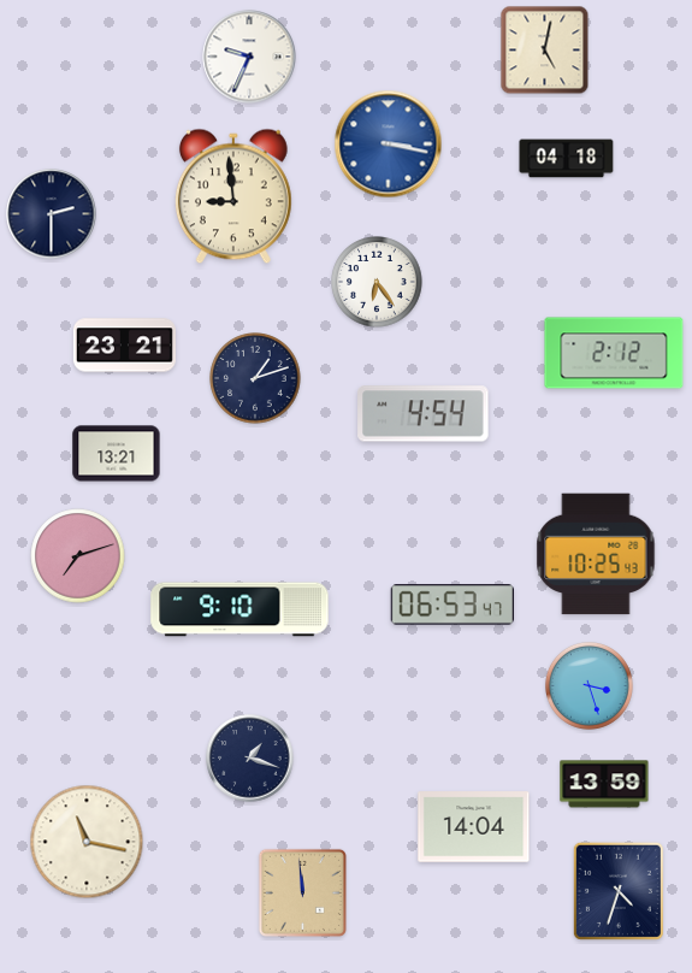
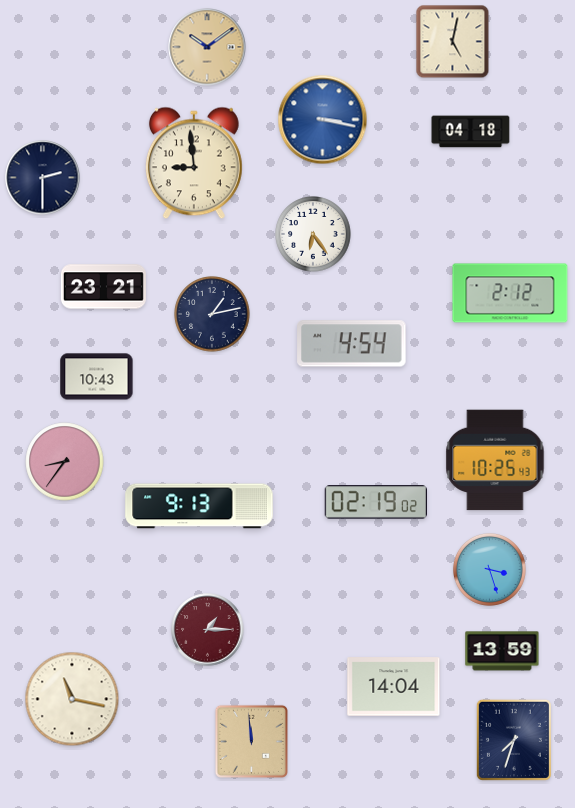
clock at (249, 57): 9:34 -> 10:09
clock at (249, 57) dial: white -> champagne
clock at (255, 378): 1:12 -> 1:13
clock at (117, 454): 13:21 -> 10:43
clock at (78, 556): 7:12 -> 8:36
clock at (453, 605): 06:53 -> 02:19
clock at (239, 609): 9:10 -> 9:13
clock at (250, 759): 1:18 -> 1:15
clock at (250, 759) dial: navy -> burgundy
clock at (619, 891): 4:33 -> 7:33
